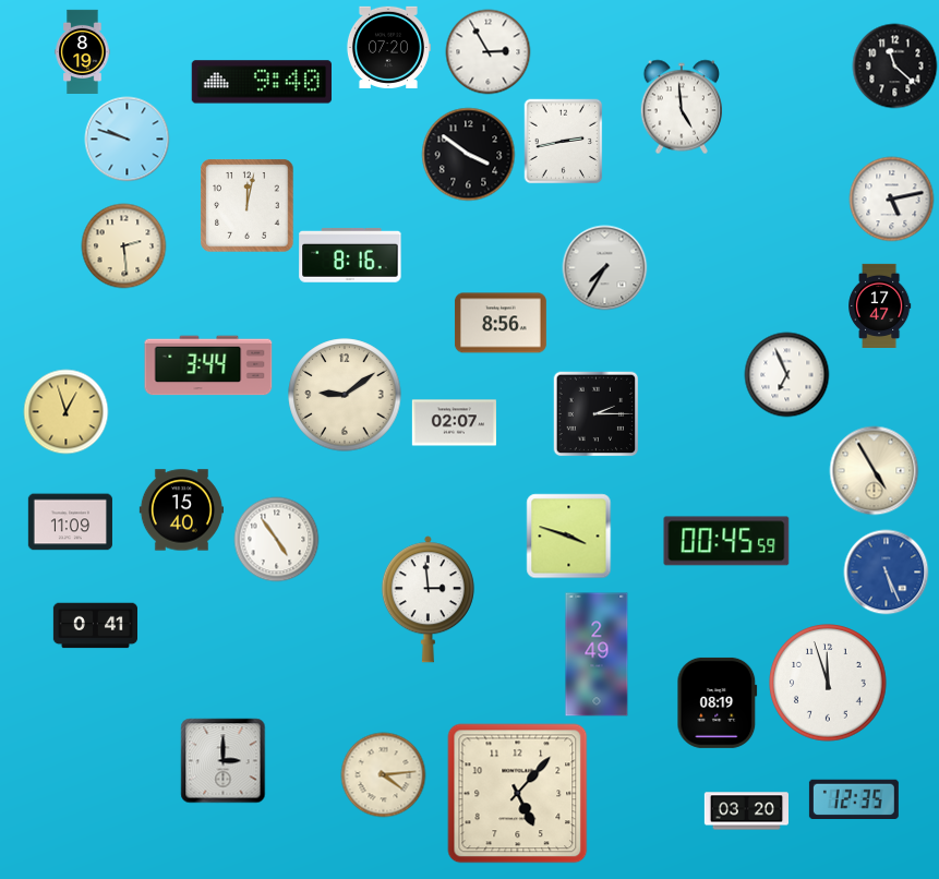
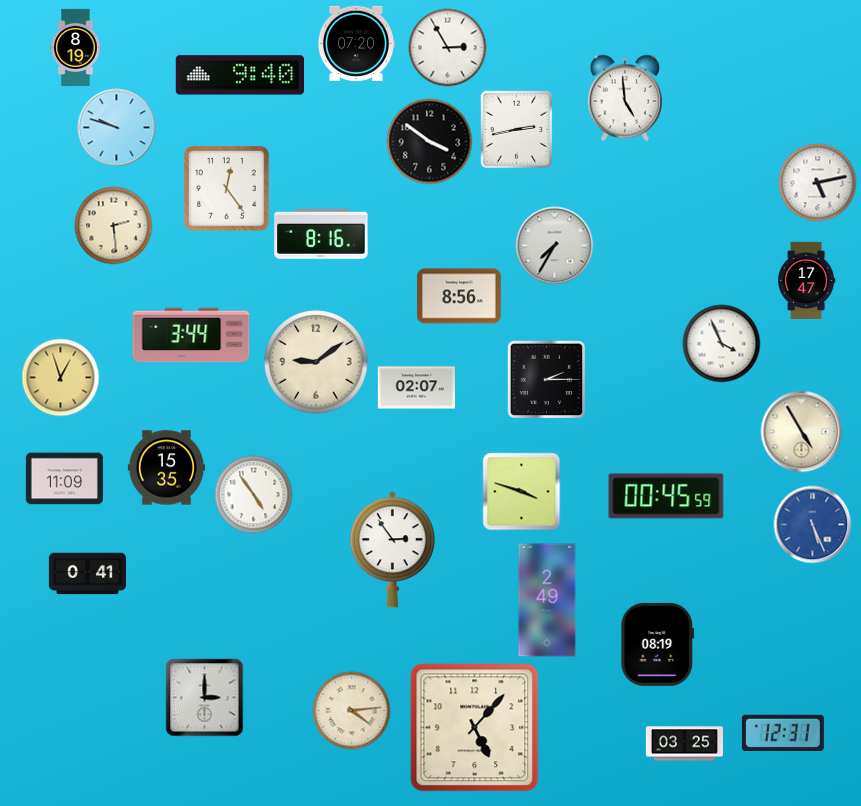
clock at (894, 65): 11:22 -> none
clock at (246, 205): 12:02 -> 12:24
clock at (786, 374): 6:56 -> 3:56
clock at (181, 510): 15:40 -> 15:35
clock at (428, 600): 2:59 -> 2:54
clock at (828, 683): 11:57 -> none
clock at (854, 799): 12:35 -> 12:31
clock at (746, 811): 03:20 -> 03:25
